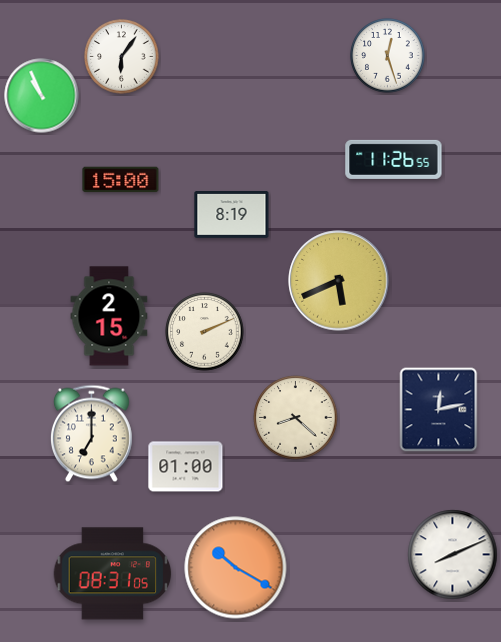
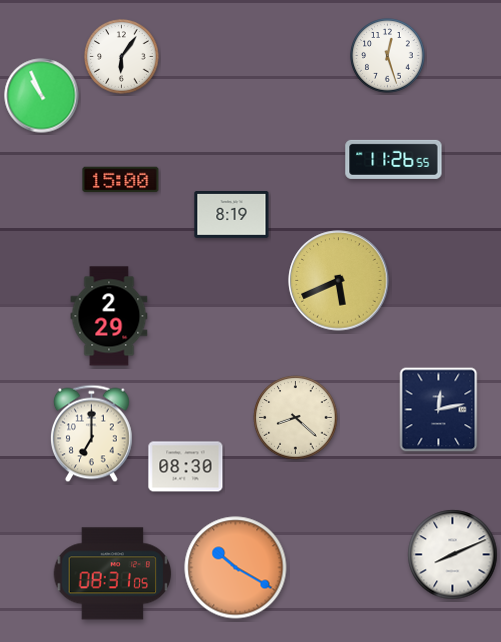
clock at (109, 316): 2:15 -> 2:29
clock at (205, 332): 2:11 -> none
clock at (186, 467): 01:00 -> 08:30
